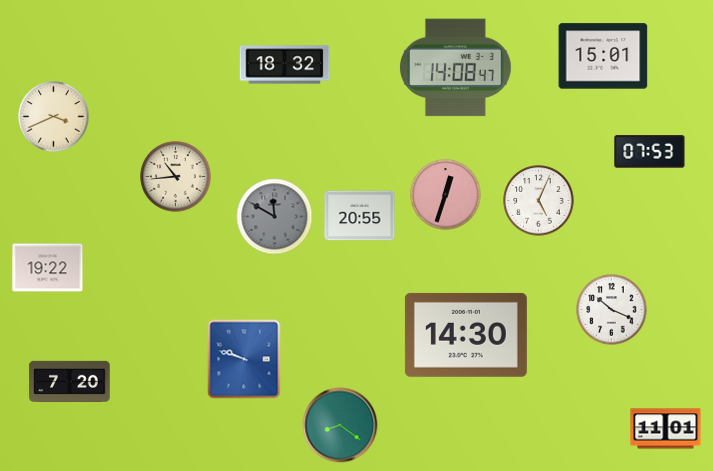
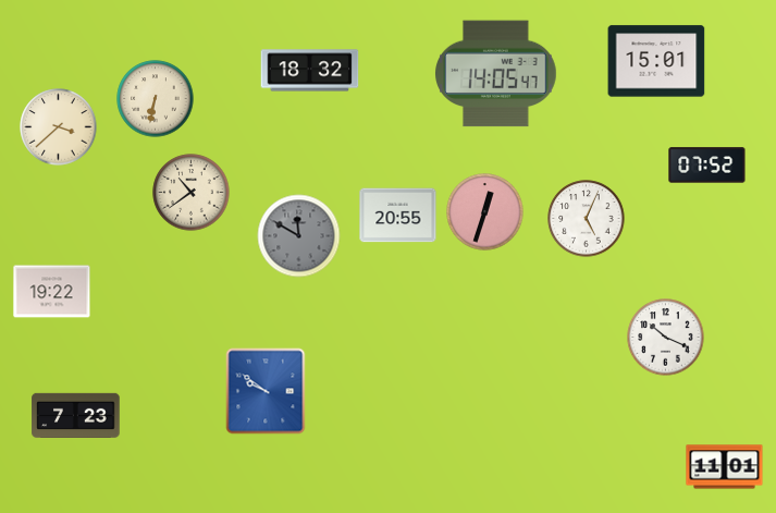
clock at (456, 68): 14:08 -> 14:05
clock at (156, 99): none -> 6:32
clock at (54, 117): 3:41 -> 3:38
clock at (650, 152): 07:53 -> 07:52
clock at (176, 177): 10:44 -> 10:39
clock at (360, 216) position: (360, 216) -> (398, 216)
clock at (466, 335): 14:30 -> none
clock at (244, 359): 9:48 -> 9:51
clock at (70, 381): 7:20 -> 7:23
clock at (340, 425): 8:21 -> none
